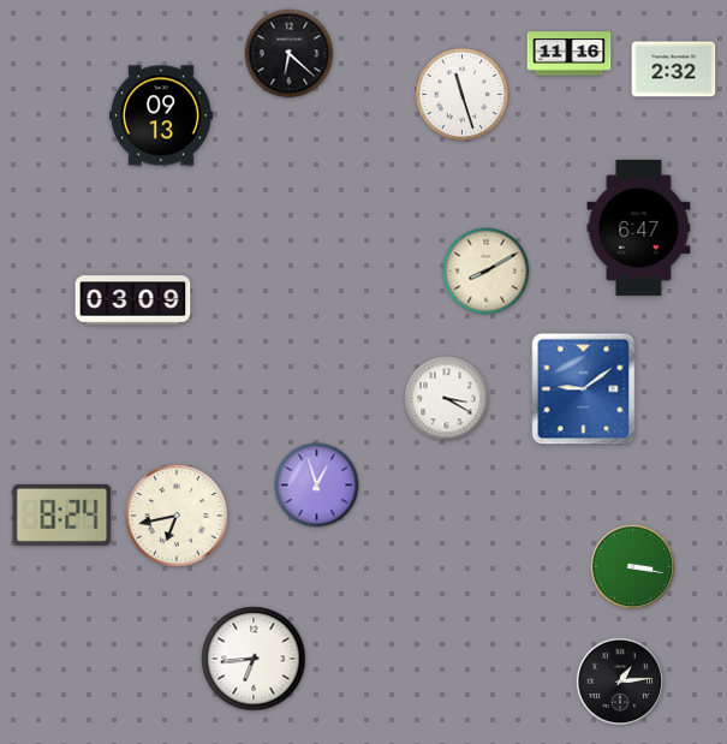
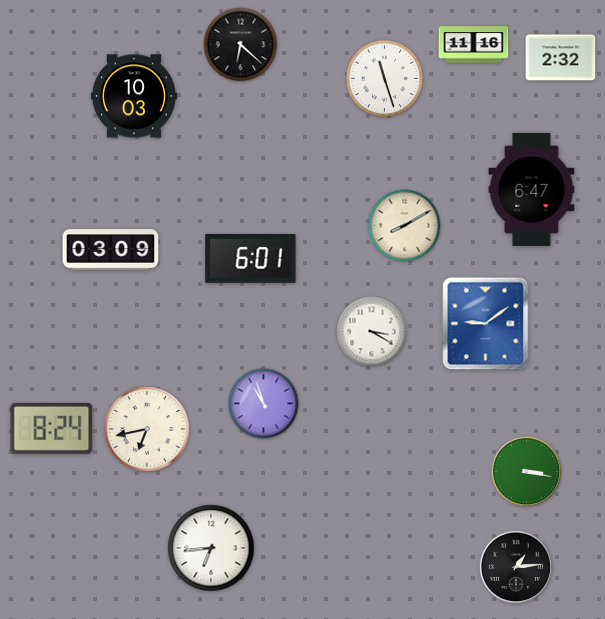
clock at (161, 115): 09:13 -> 10:03
clock at (251, 258): none -> 6:01
clock at (317, 486): 12:57 -> 10:57
